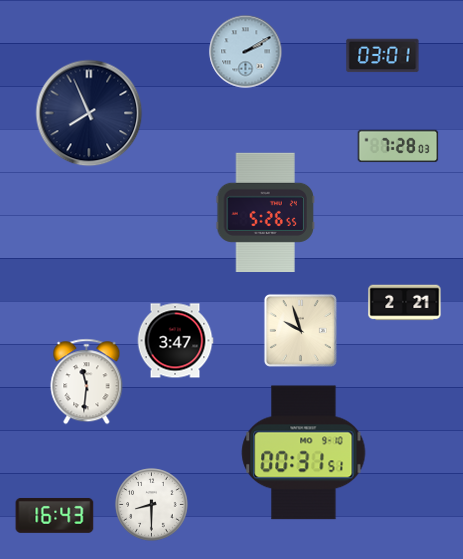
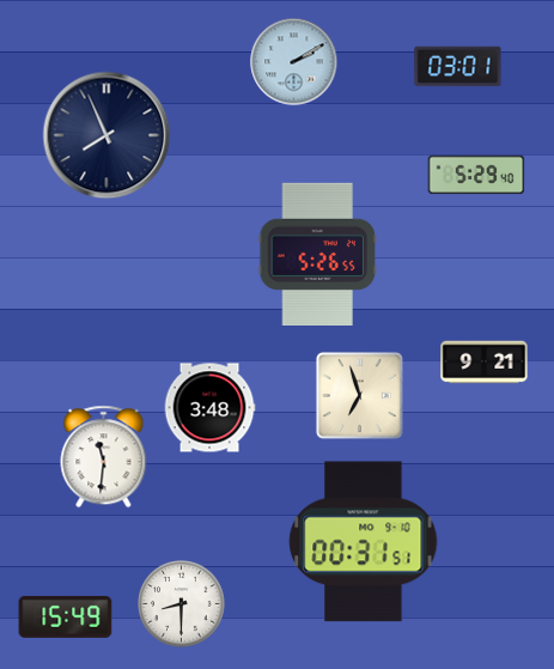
clock at (398, 146): 7:28 -> 5:29
clock at (405, 303): 2:21 -> 9:21
clock at (300, 330): 9:57 -> 6:57
clock at (175, 341): 3:47 -> 3:48
clock at (55, 515): 16:43 -> 15:49
